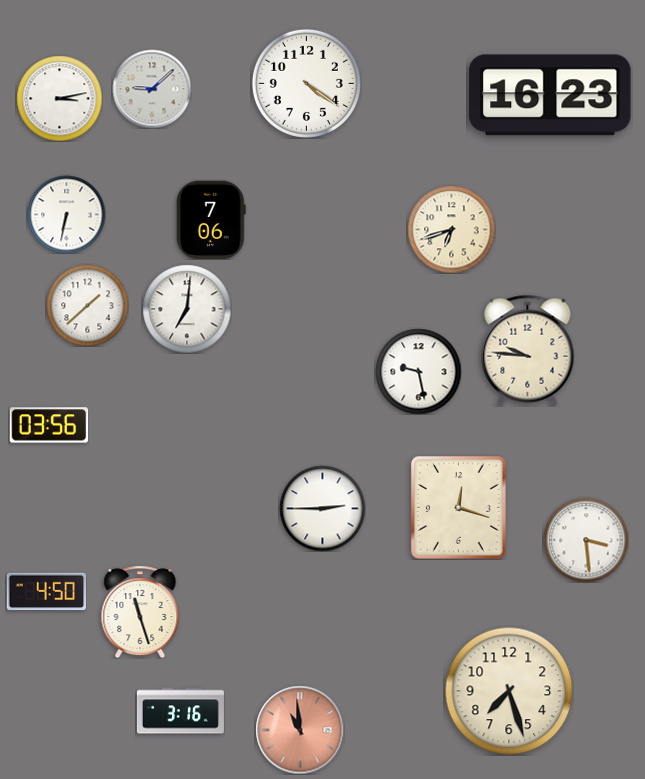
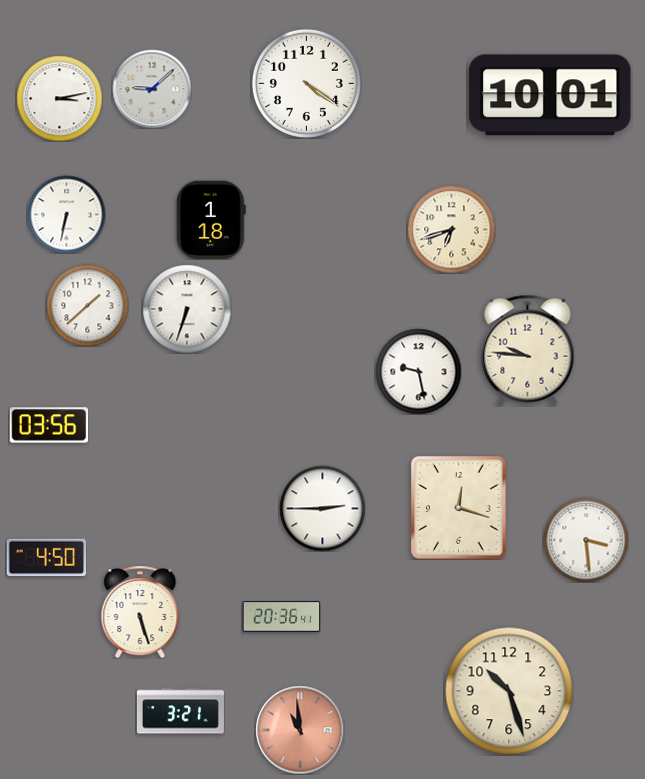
clock at (550, 95): 16:23 -> 10:01
clock at (211, 220): 7:06 -> 1:18
clock at (187, 309): 7:01 -> 6:33
clock at (46, 592) position: (46, 592) -> (46, 558)
clock at (140, 612): 11:27 -> 5:27
clock at (281, 617): none -> 20:36
clock at (509, 691): 7:27 -> 10:27
clock at (180, 711): 3:16 -> 3:21
